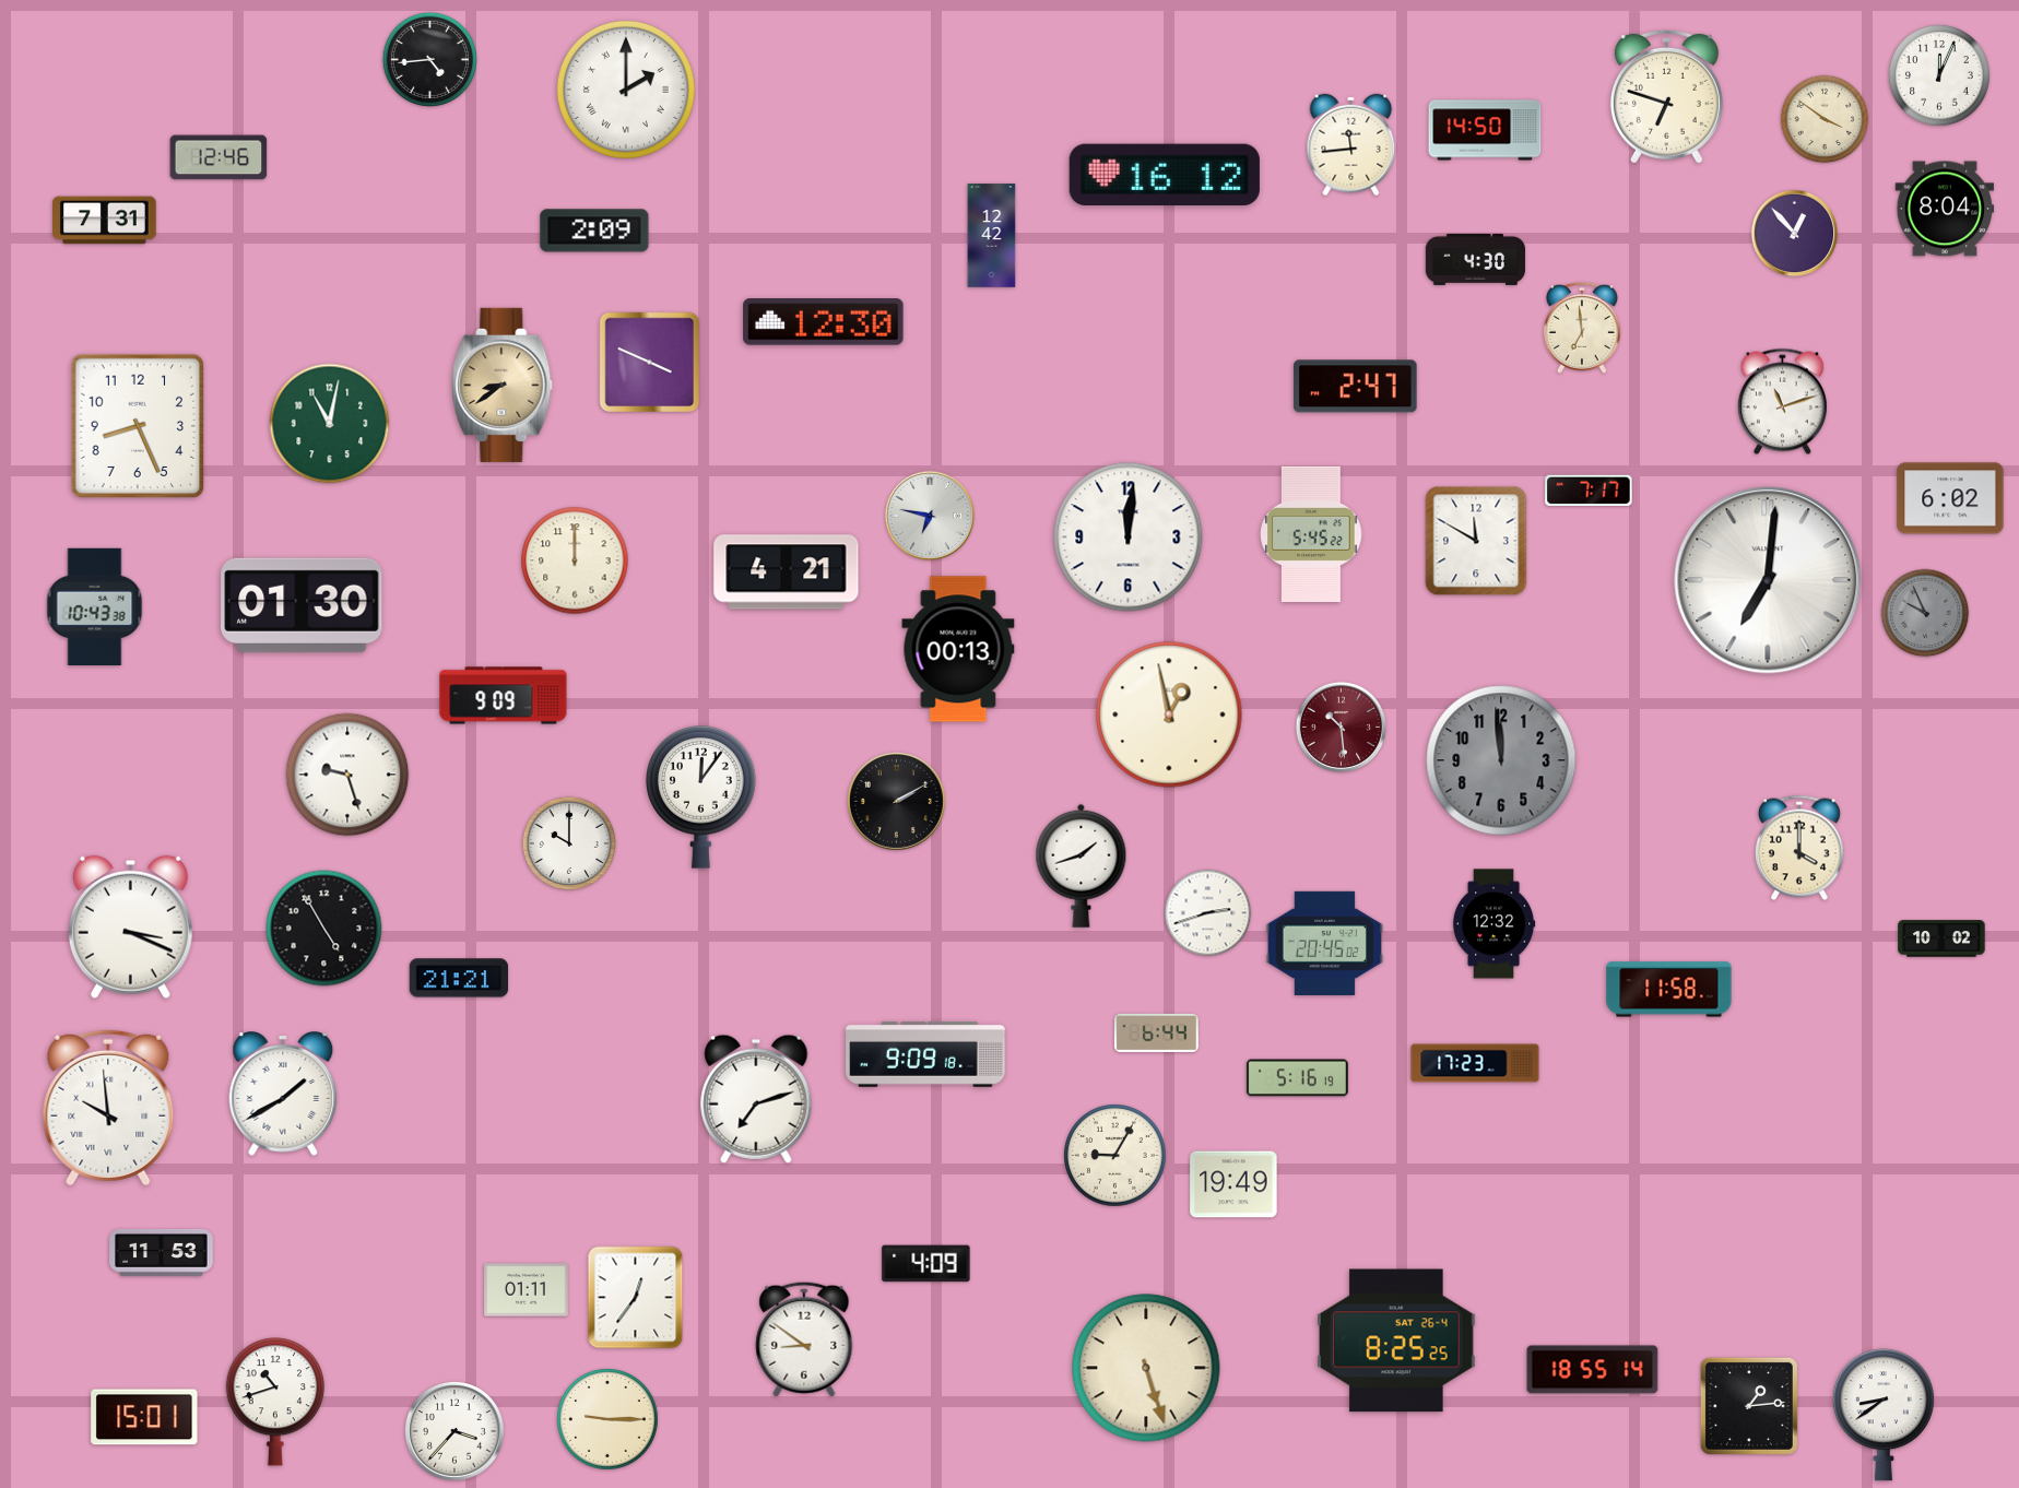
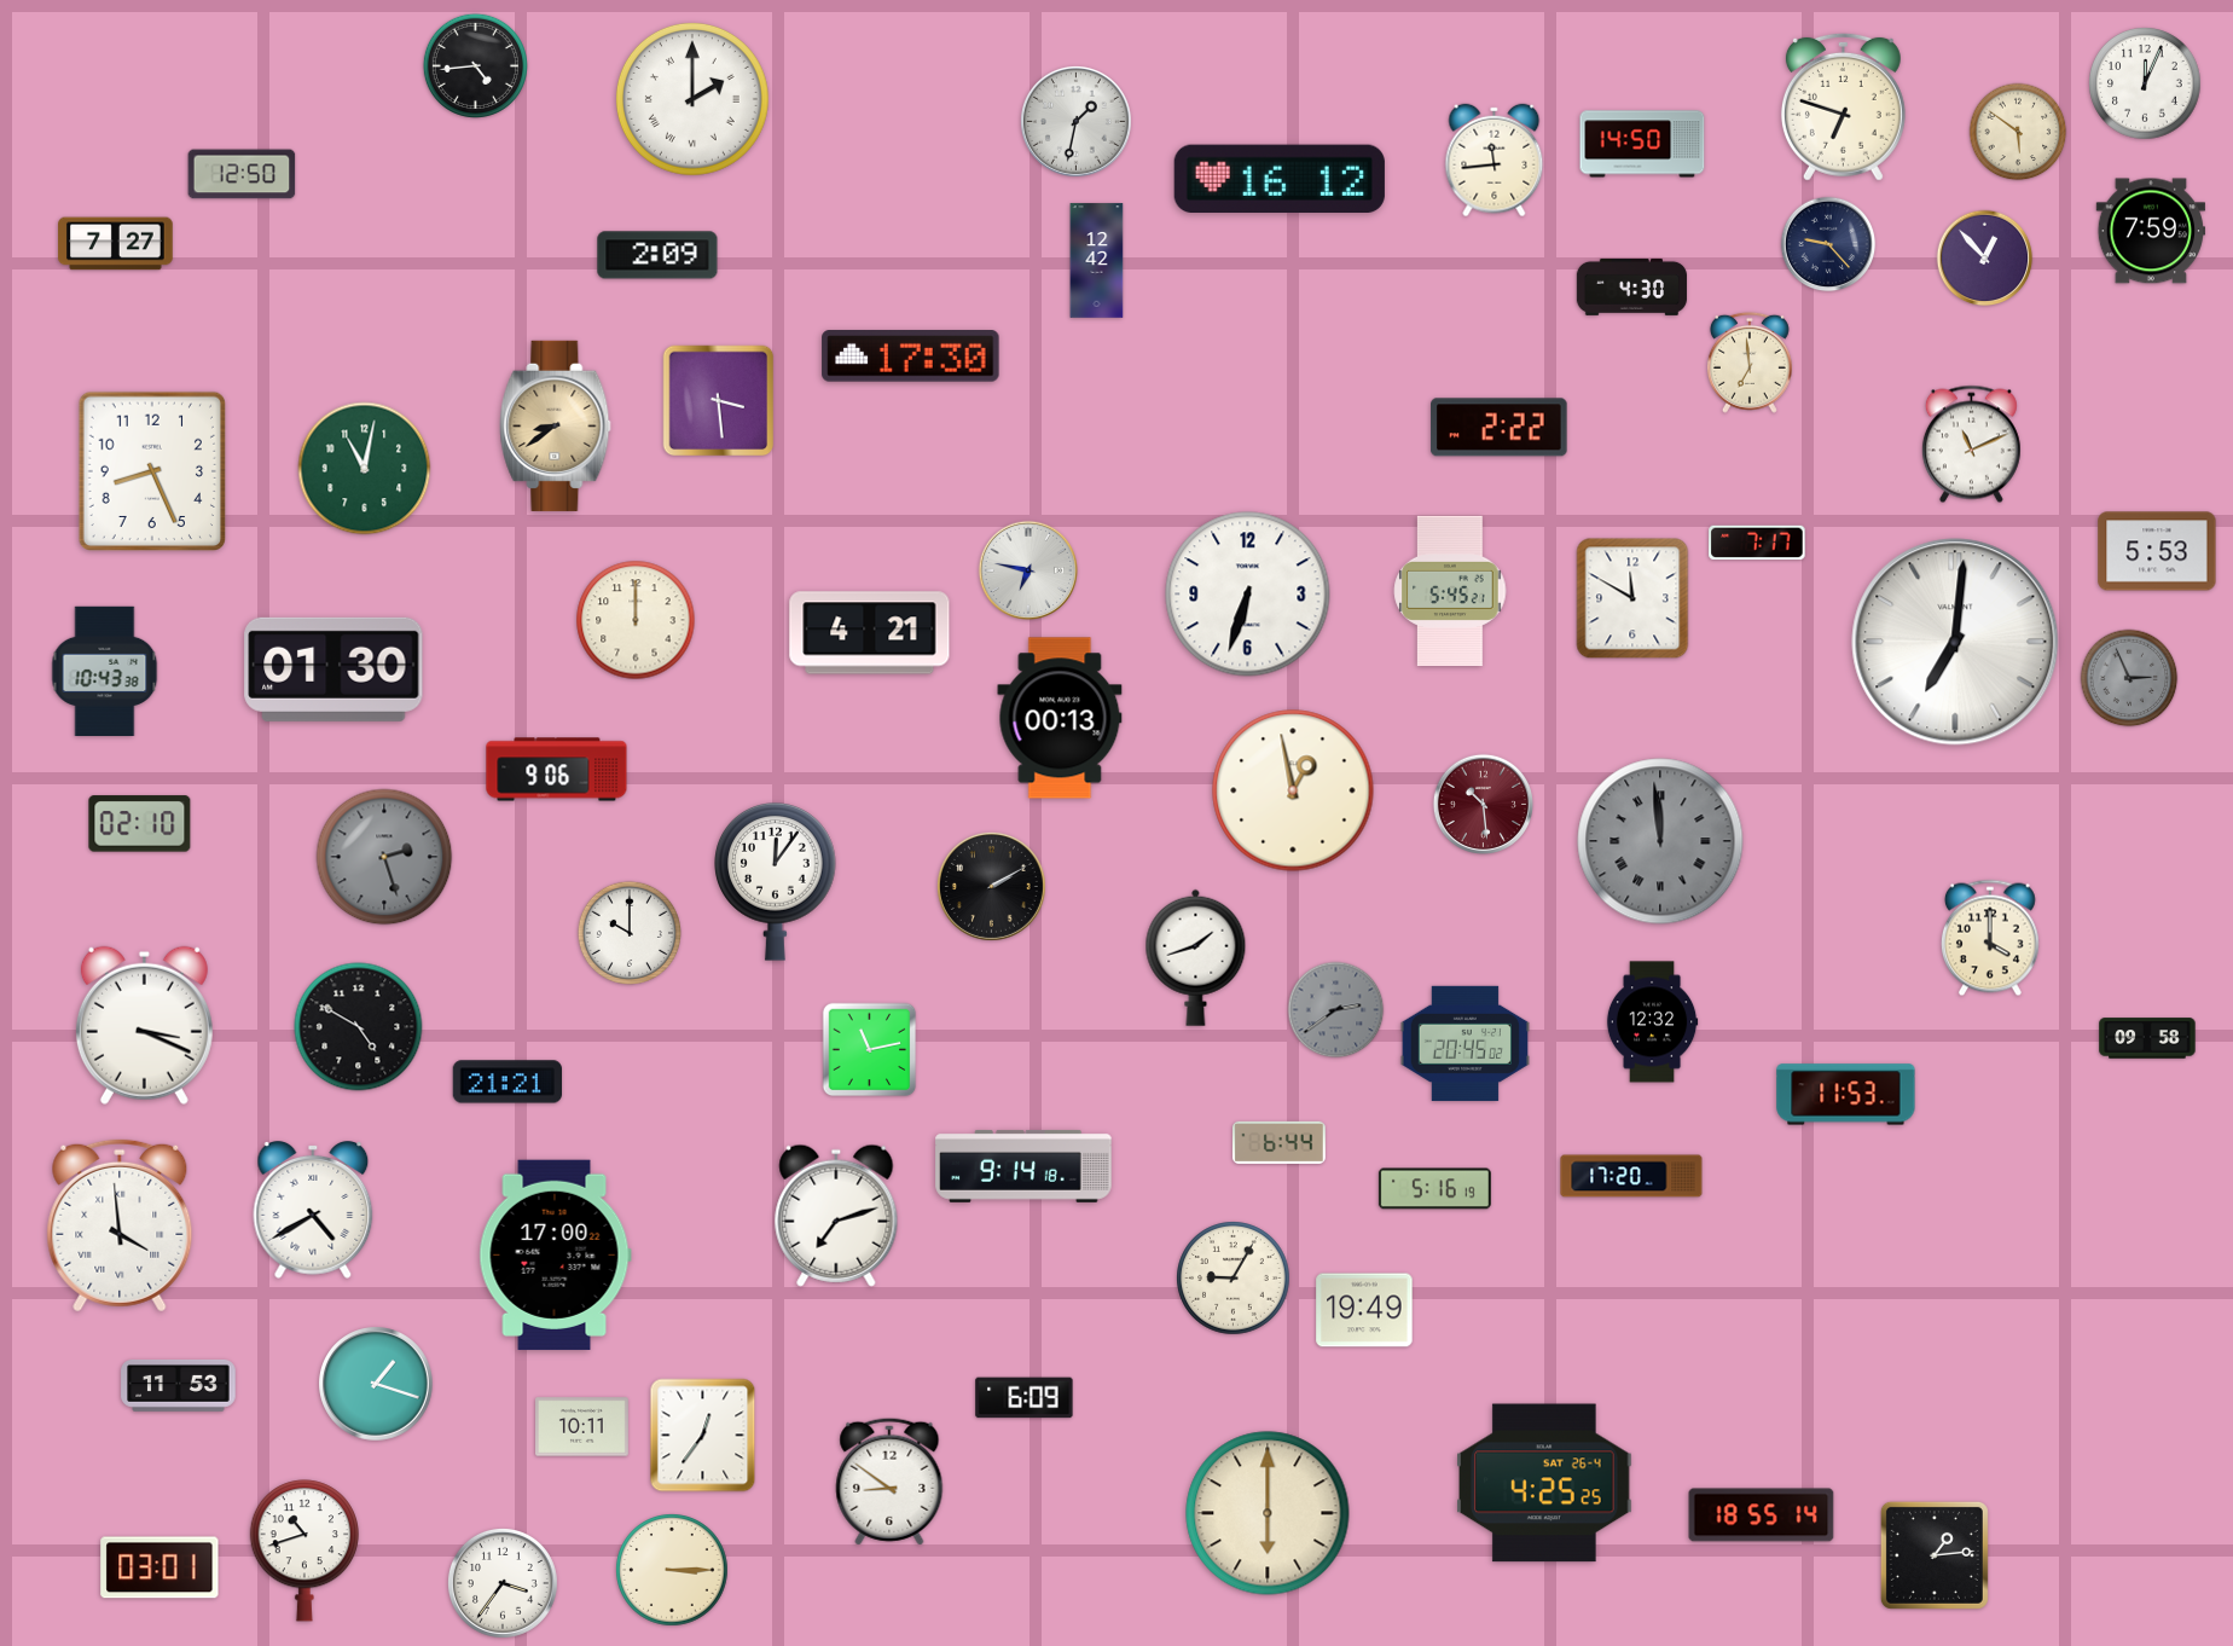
clock at (1075, 121): none -> 1:32
clock at (1825, 119): 3:51 -> 5:51
clock at (219, 157): 12:46 -> 12:50
clock at (1165, 174) position: (1165, 174) -> (1280, 178)
clock at (1945, 209): 8:04 -> 7:59
clock at (105, 221): 7:31 -> 7:27
clock at (1828, 244): none -> 9:23
clock at (824, 322): 12:30 -> 17:30
clock at (650, 363): 3:49 -> 3:29
clock at (1356, 387): 2:47 -> 2:22
clock at (1782, 402): 11:12 -> 11:11
clock at (1950, 498): 6:02 -> 5:53
clock at (1311, 533): 5:45:22 -> 5:45:21
clock at (1129, 538): 12:01 -> 6:33
clock at (1925, 613): 9:56 -> 2:56
clock at (504, 696): 9:09 -> 9:06
clock at (140, 824): none -> 02:10
clock at (1501, 760) numerals: Arabic -> Roman
clock at (347, 775): 9:27 -> 2:27
clock at (347, 775) dial: white -> grey
clock at (1208, 913): 2:42 -> 2:39
clock at (1208, 913) dial: white -> grey
clock at (324, 929): 4:55 -> 4:50
clock at (1941, 938): 10:02 -> 09:58
clock at (870, 1050): none -> 11:13
clock at (1669, 990): 11:58 -> 11:53
clock at (925, 1054): 9:09 -> 9:14
clock at (1475, 1063): 17:23 -> 17:20
clock at (1297, 1078) position: (1297, 1078) -> (1434, 1189)
clock at (283, 1095): 1:40 -> 4:40
clock at (108, 1108): 9:59 -> 3:59
clock at (555, 1254): none -> 17:00
clock at (377, 1385): none -> 1:18
clock at (926, 1264): 4:09 -> 6:09
clock at (527, 1290): 01:11 -> 10:11
clock at (1396, 1341): 8:25 -> 4:25
clock at (1146, 1368): 5:27 -> 6:00
clock at (1884, 1415): 8:39 -> none
clock at (144, 1417): 15:01 -> 03:01
clock at (607, 1419): 9:15 -> 3:15
clock at (454, 1431): 3:37 -> 3:36
